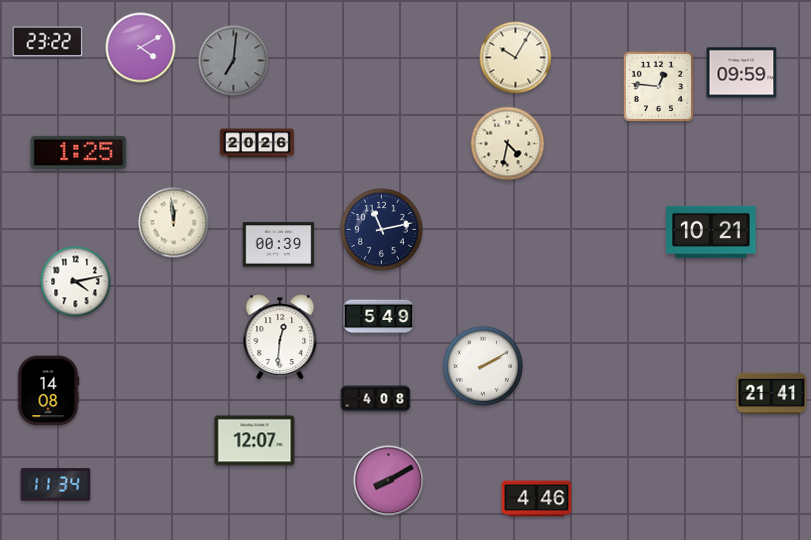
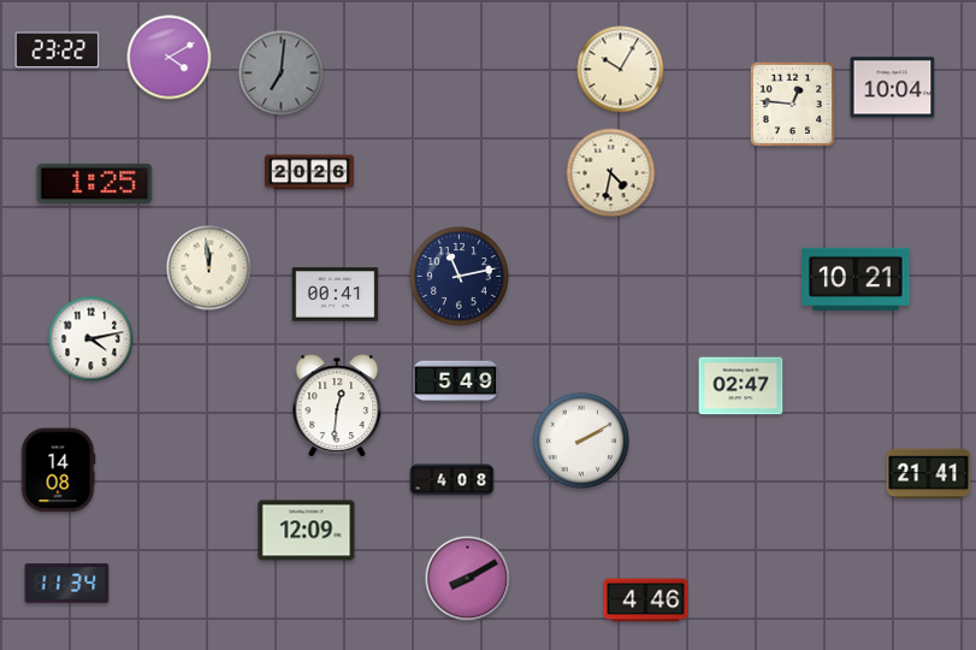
clock at (742, 73): 09:59 -> 10:04
clock at (279, 245): 00:39 -> 00:41
clock at (741, 386): none -> 02:47
clock at (255, 441): 12:07 -> 12:09
